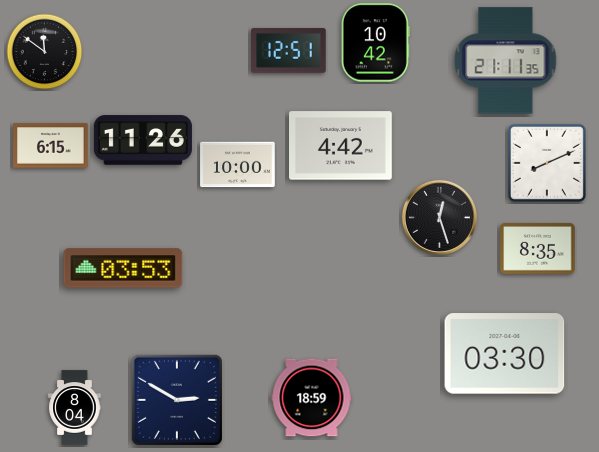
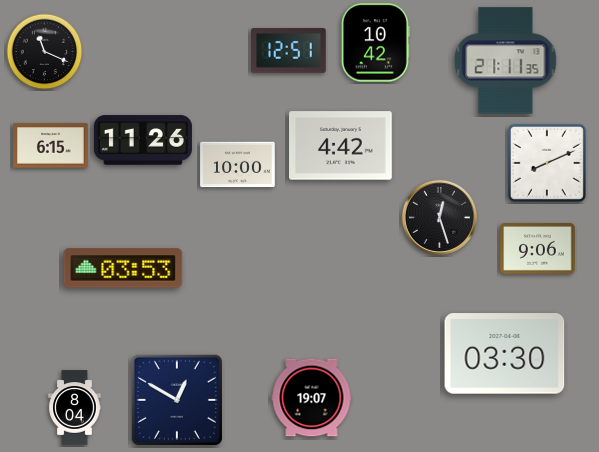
clock at (45, 52): 11:51 -> 11:19
clock at (538, 249): 8:35 -> 9:06
clock at (312, 398): 18:59 -> 19:07
clock at (177, 400): 2:50 -> 12:50
